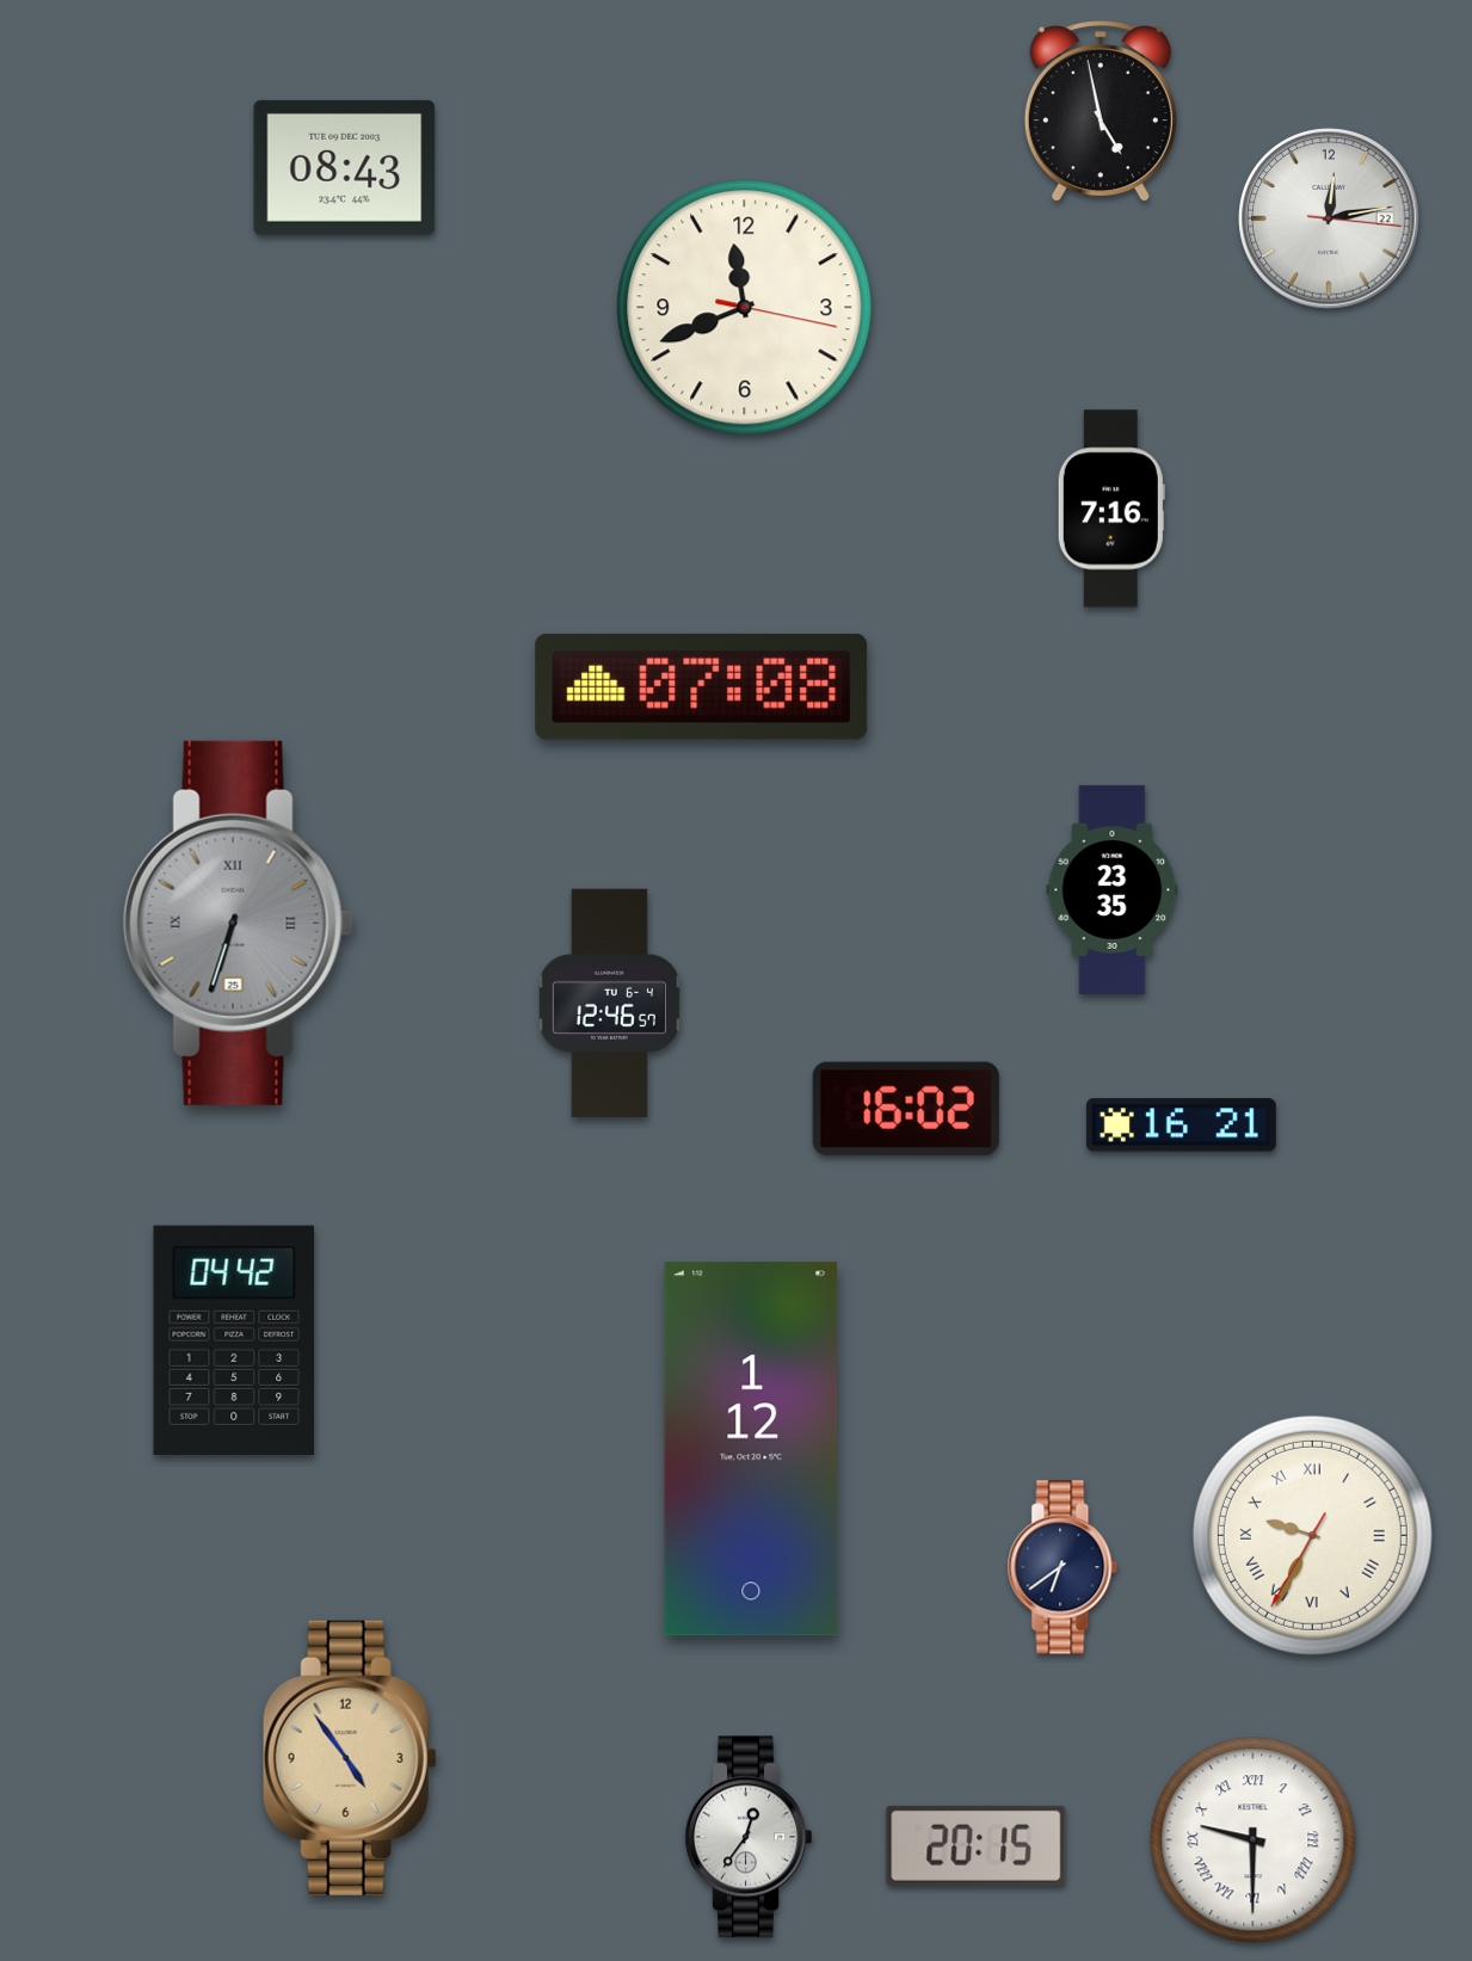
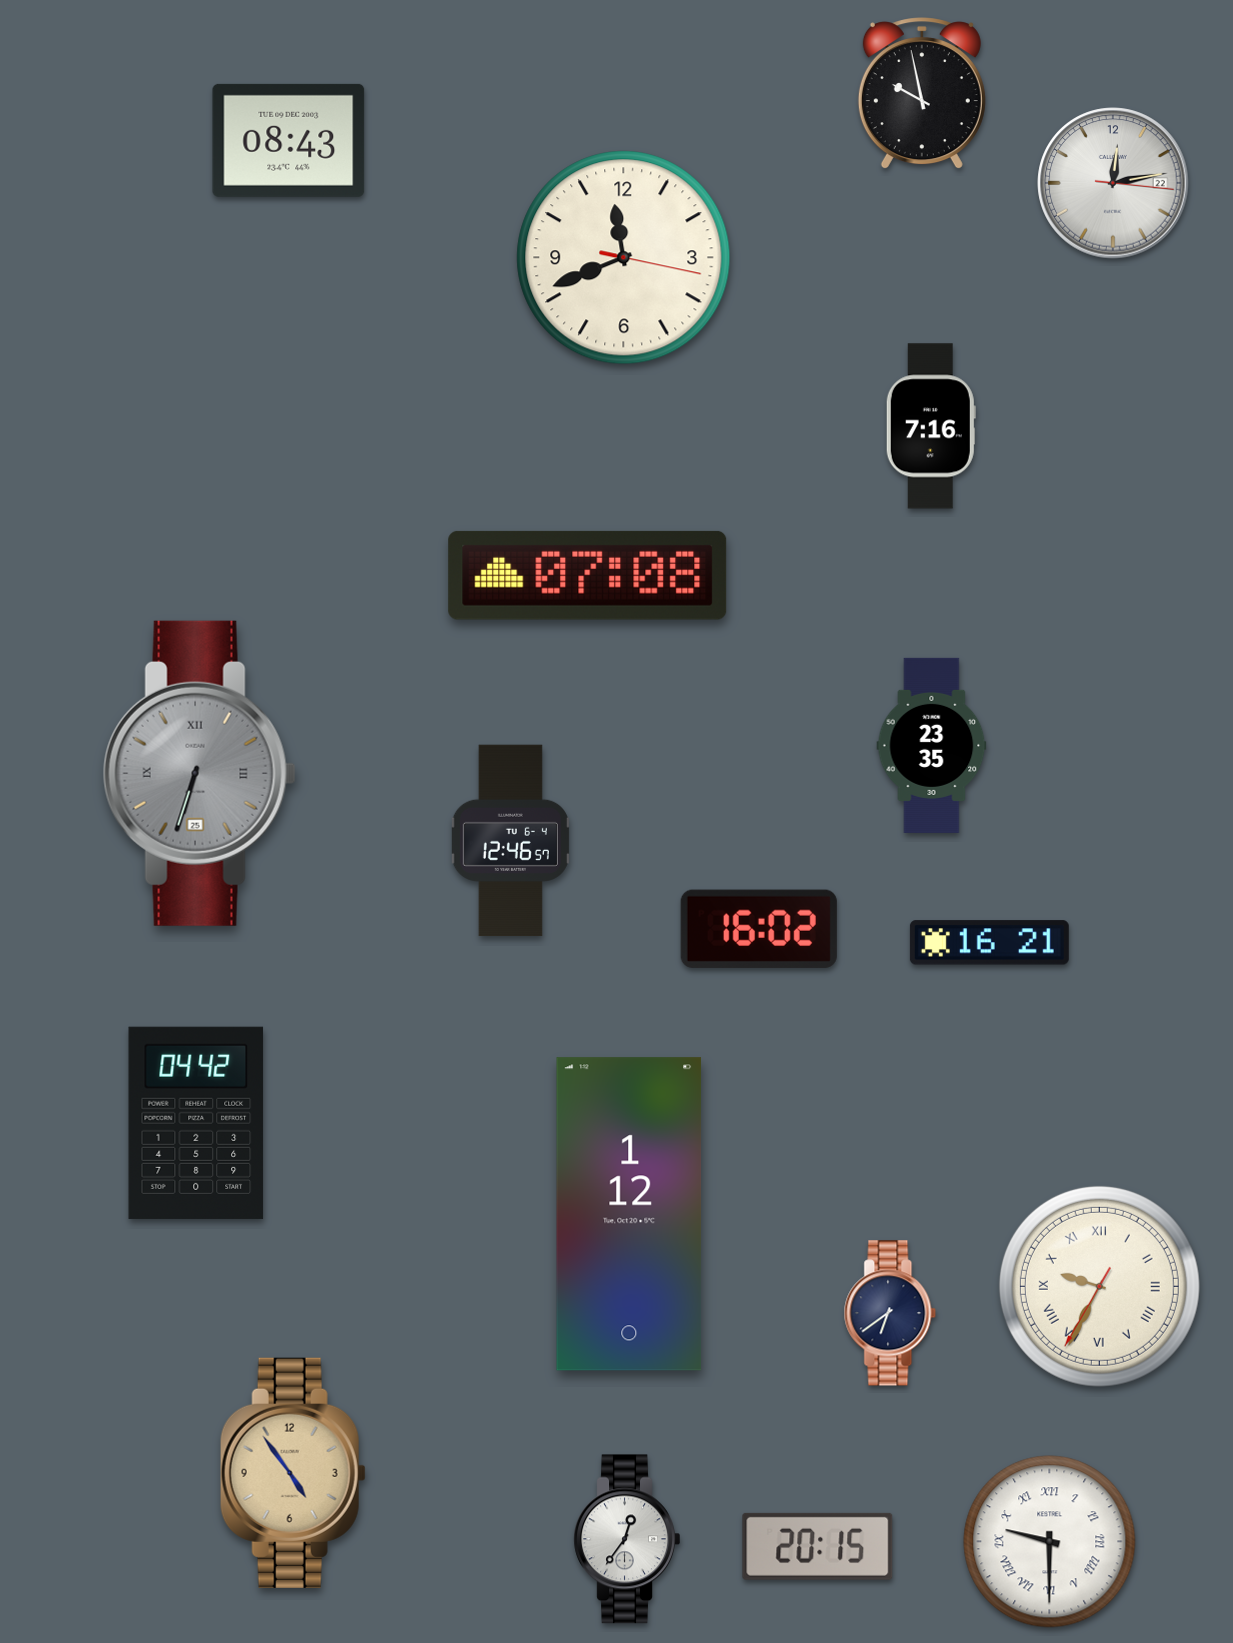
clock at (1101, 112): 4:58 -> 9:58
